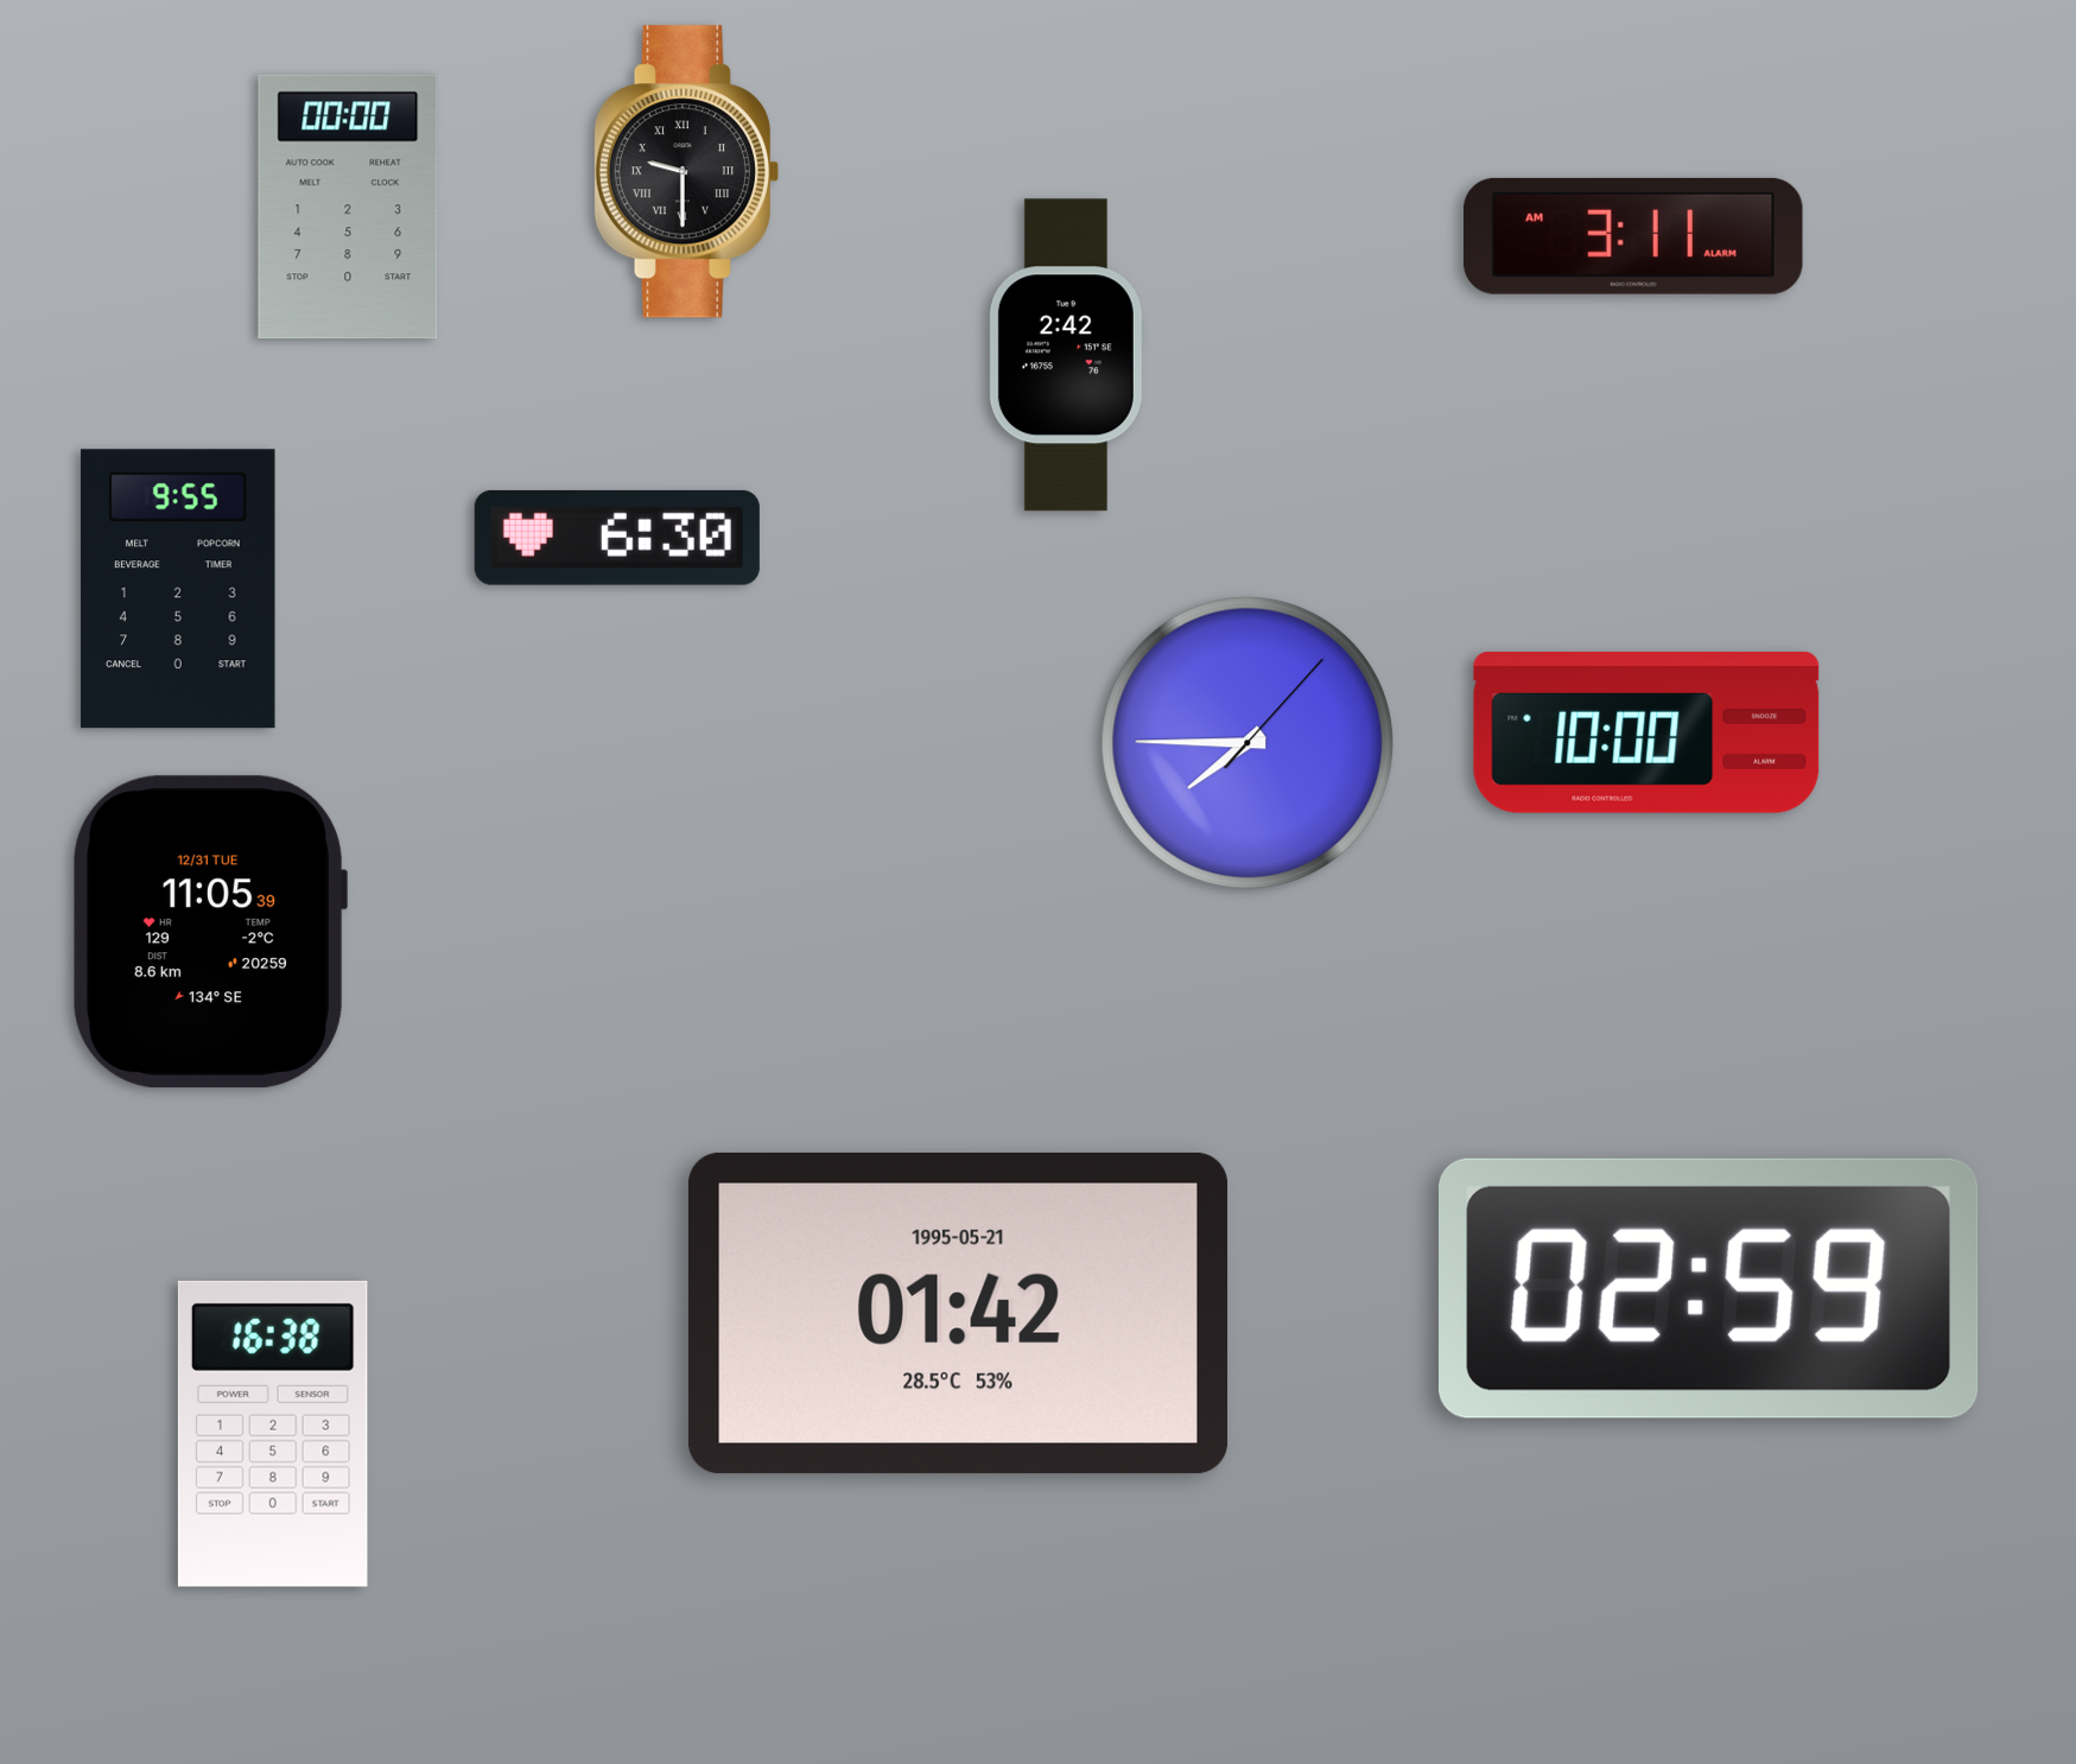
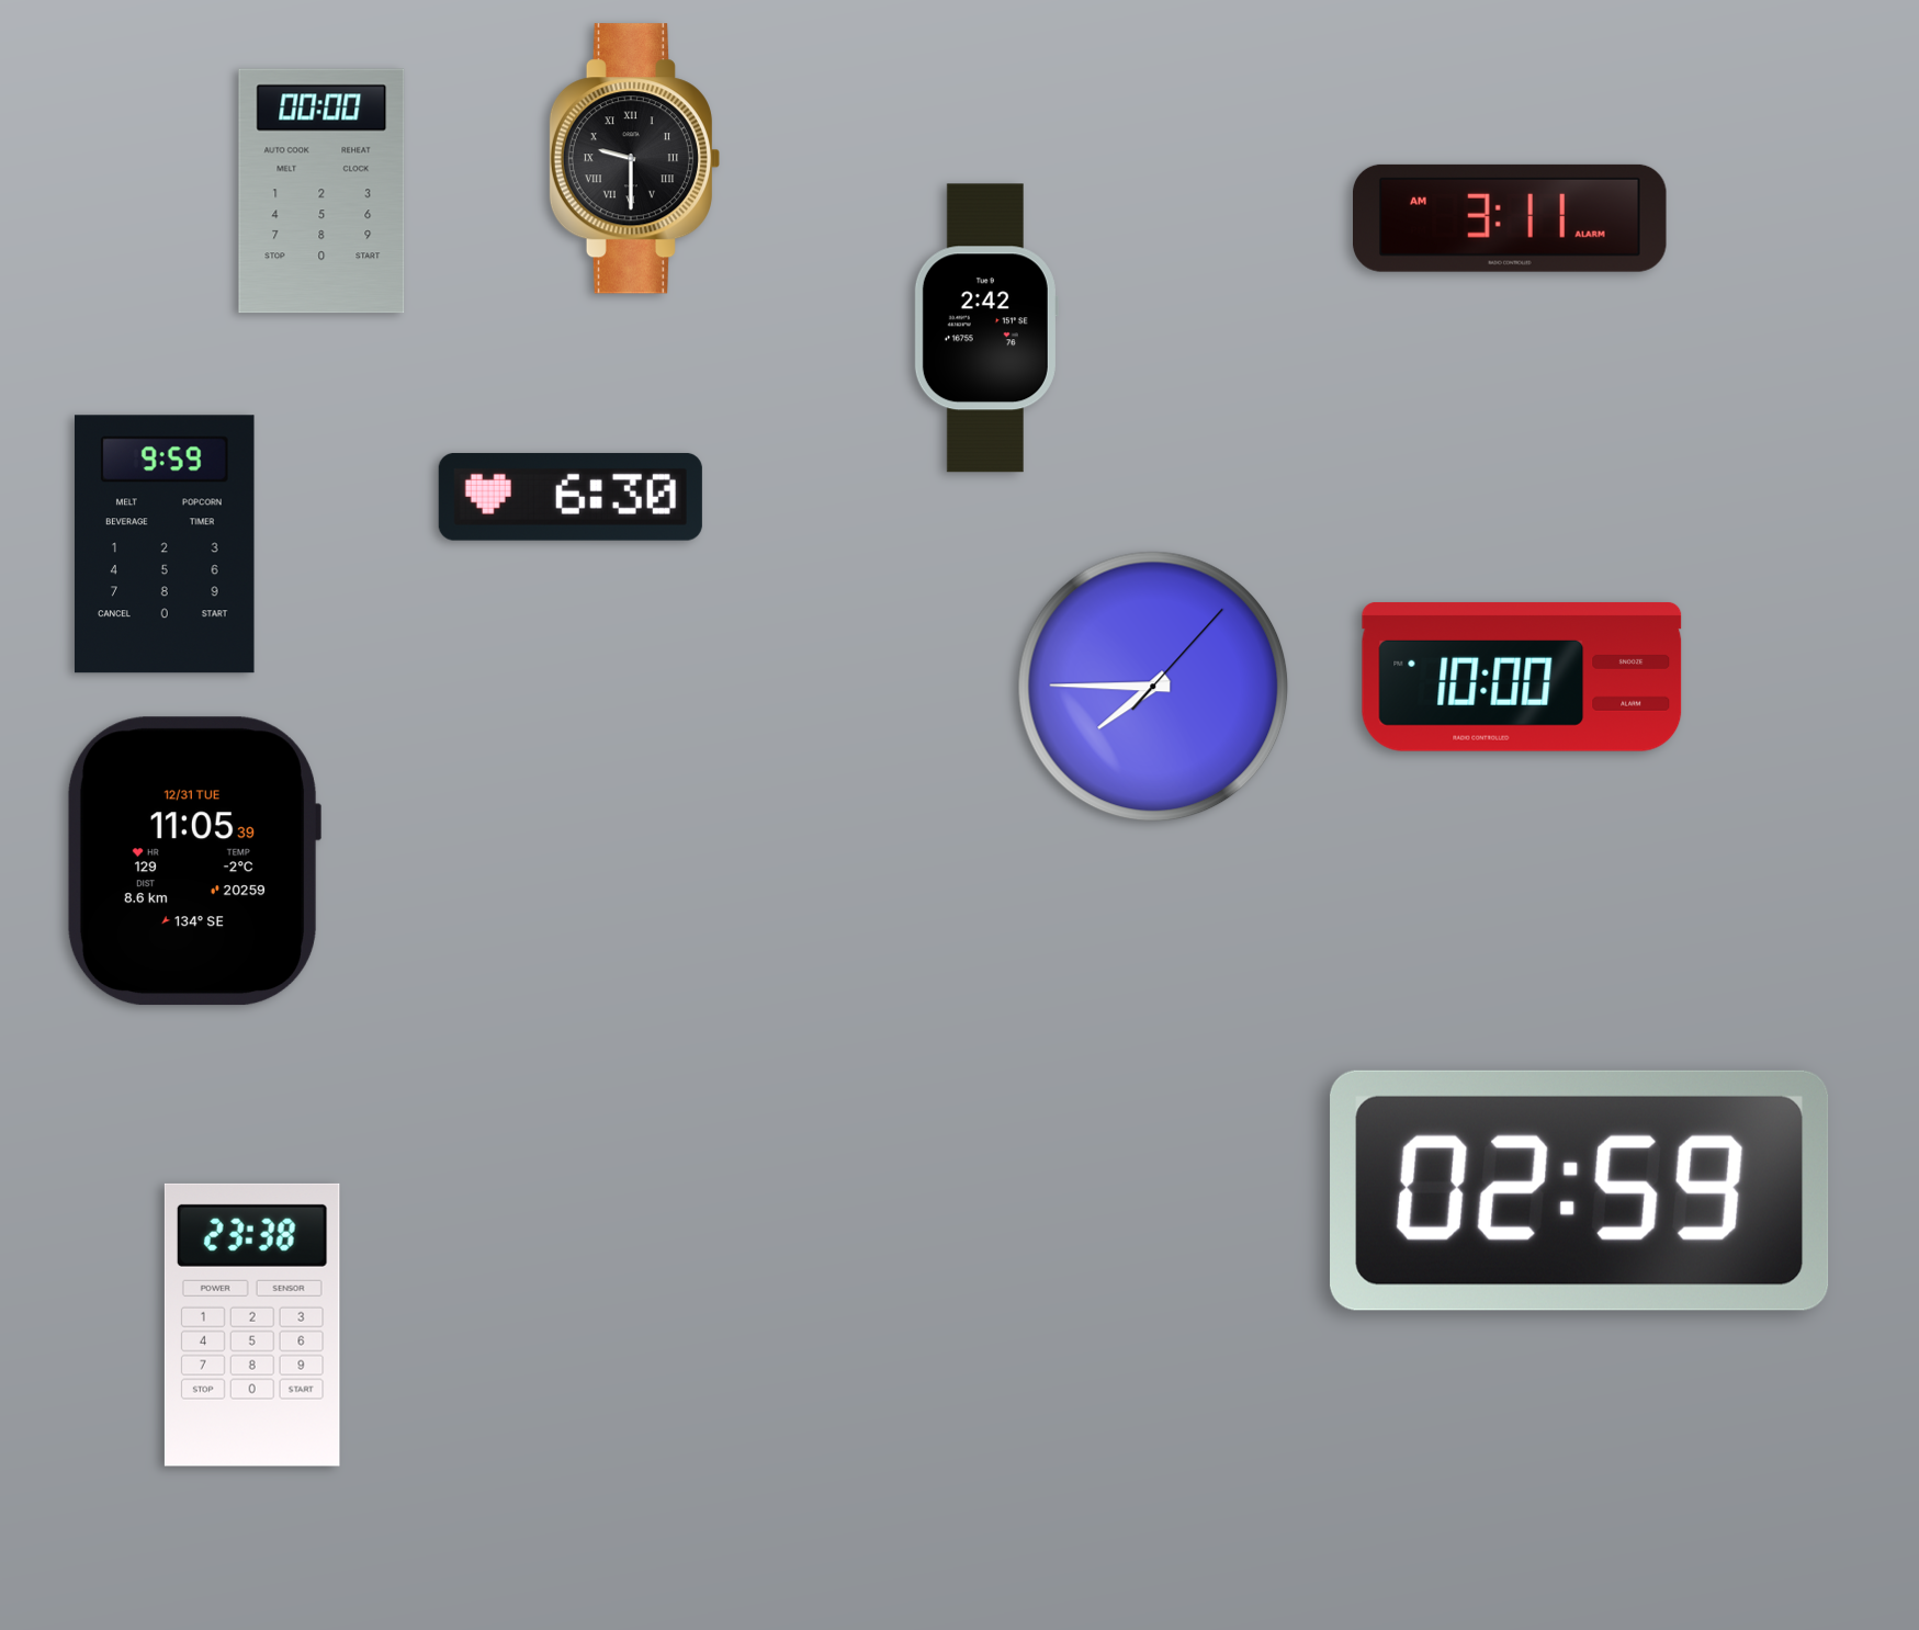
clock at (178, 589): 9:55 -> 9:59
clock at (959, 1313): 01:42 -> none
clock at (273, 1434): 16:38 -> 23:38
